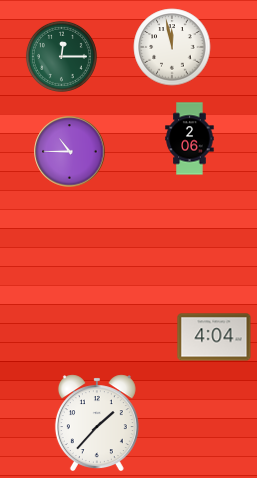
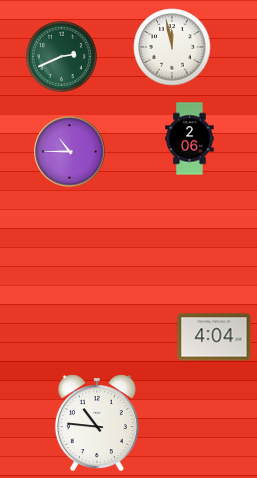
clock at (61, 56): 12:15 -> 2:41
clock at (97, 422): 1:37 -> 10:46
